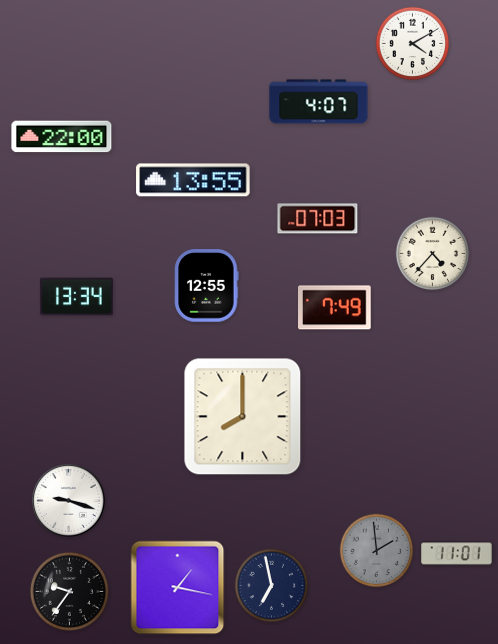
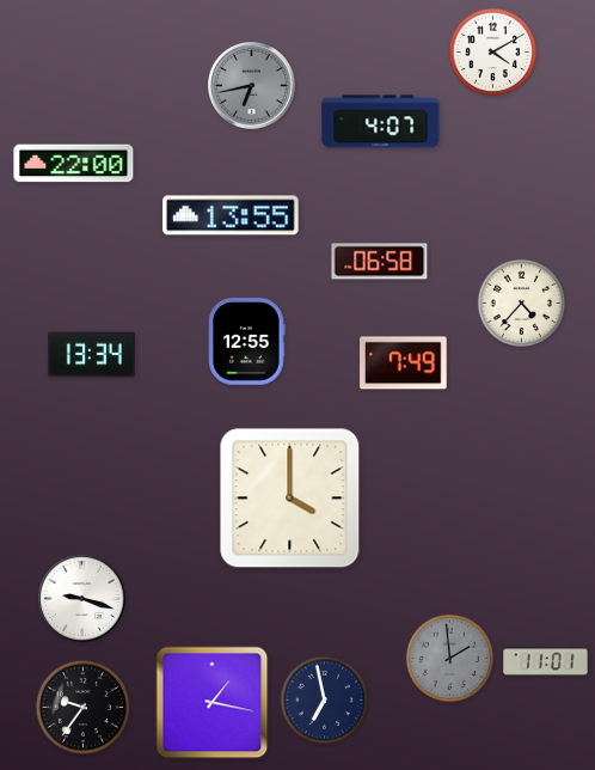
clock at (251, 85): none -> 6:43
clock at (318, 219): 07:03 -> 06:58
clock at (433, 254) position: (433, 254) -> (522, 304)
clock at (335, 308) position: (335, 308) -> (404, 363)
clock at (243, 417): 8:00 -> 4:00
